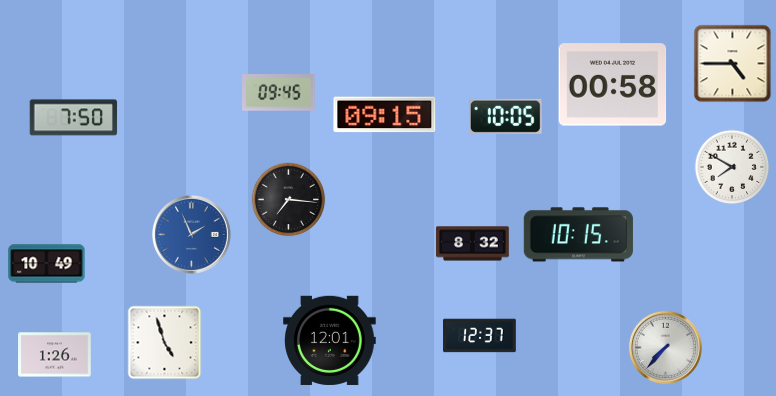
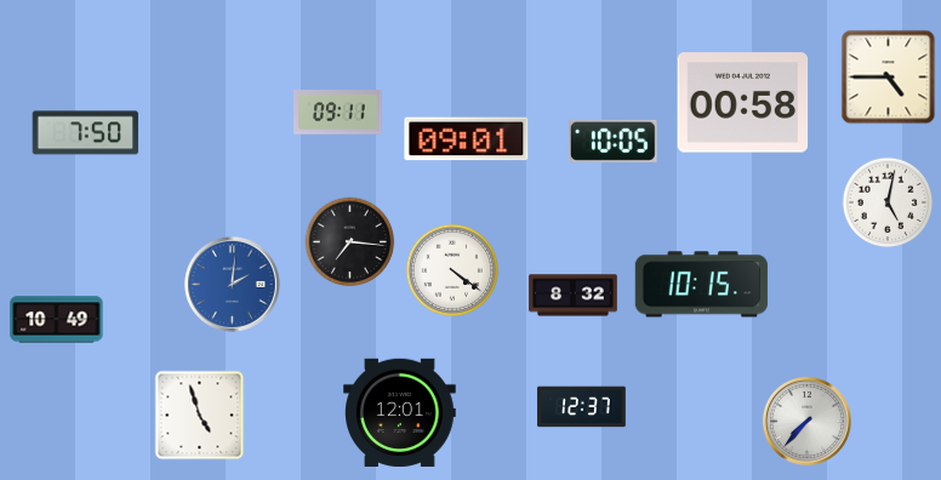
clock at (279, 93): 09:45 -> 09:11
clock at (385, 115): 09:15 -> 09:01
clock at (74, 118) position: (74, 118) -> (86, 133)
clock at (732, 167): 7:50 -> 5:02
clock at (452, 270): none -> 4:21
clock at (192, 235): 1:56 -> 2:01
clock at (55, 355): 1:26 -> none
